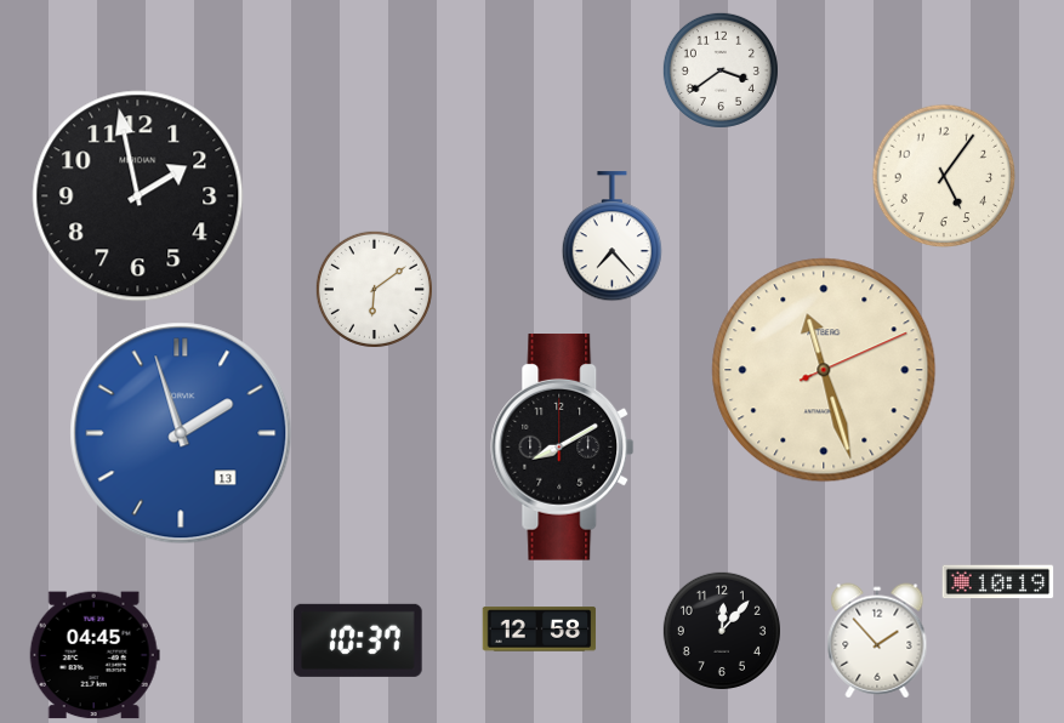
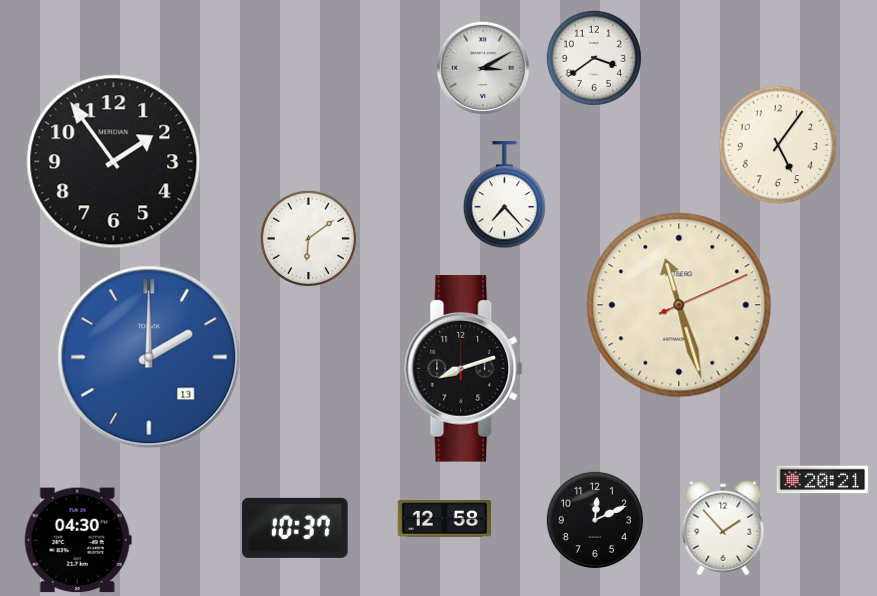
clock at (483, 68): none -> 3:10
clock at (138, 197): 1:58 -> 1:54
clock at (181, 433): 1:57 -> 2:00
clock at (563, 448): 8:10 -> 8:12
clock at (998, 582): 10:19 -> 20:21
clock at (722, 631): 12:07 -> 12:11
clock at (95, 655): 04:45 -> 04:30
